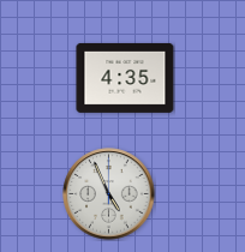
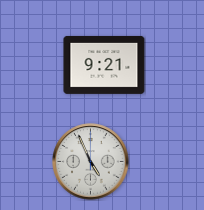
clock at (125, 78): 4:35 -> 9:21
